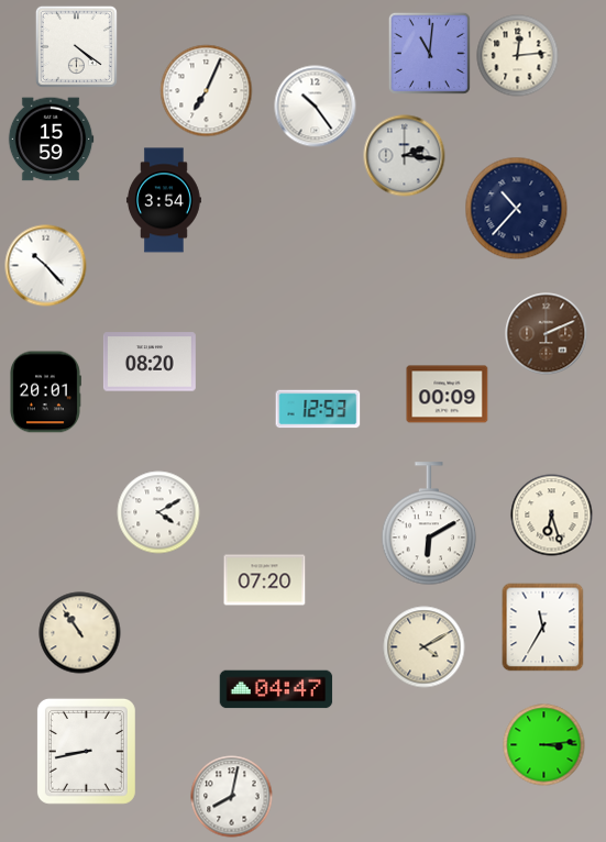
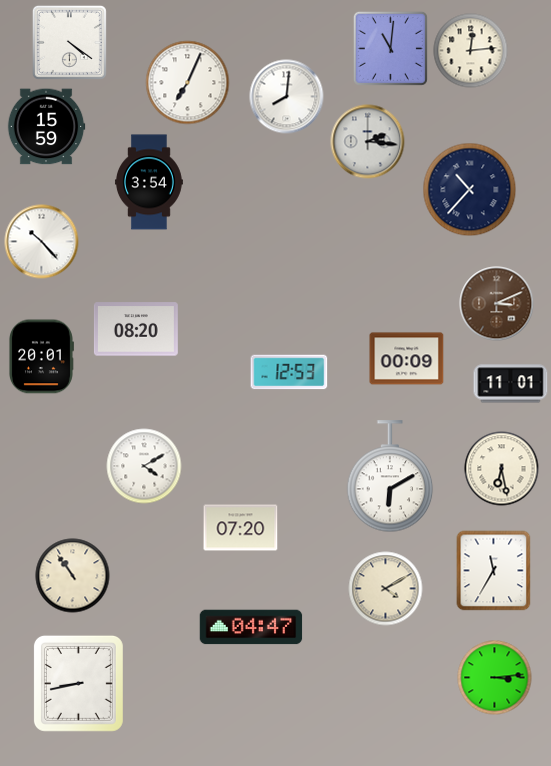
clock at (316, 107): 10:24 -> 8:01
clock at (547, 334): 2:11 -> 3:11
clock at (511, 384): none -> 11:01
clock at (552, 516): 6:27 -> 6:28
clock at (232, 797): 8:02 -> none
